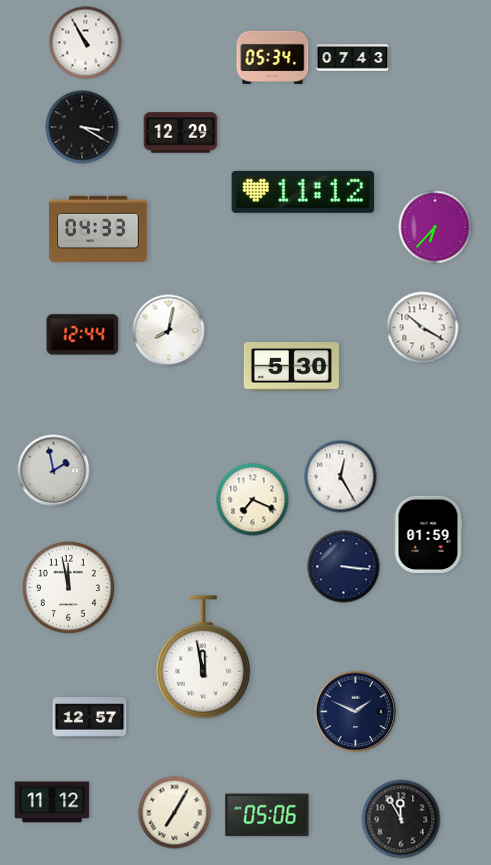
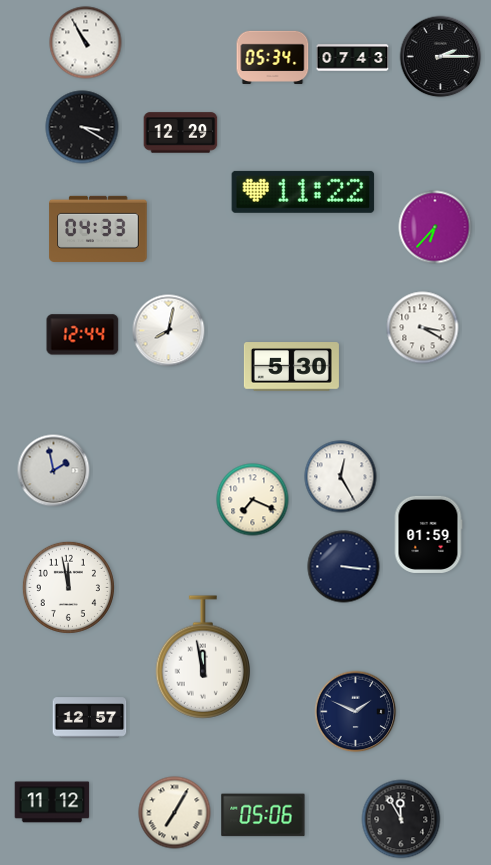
clock at (441, 57): none -> 2:15
clock at (303, 192): 11:12 -> 11:22
clock at (423, 328): 10:20 -> 3:20
clock at (267, 815) position: (267, 815) -> (263, 815)
